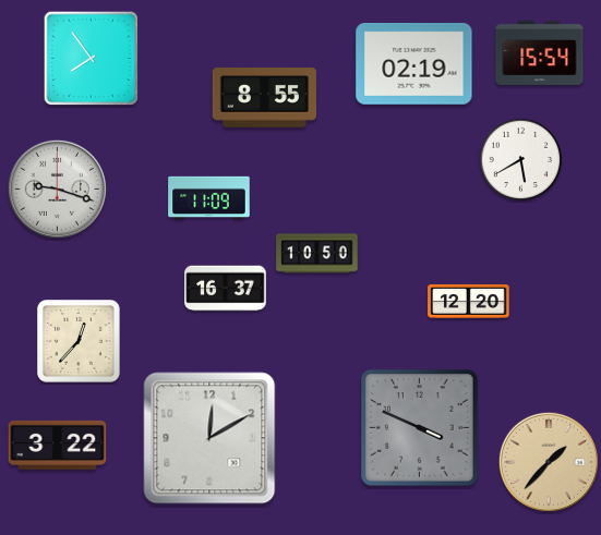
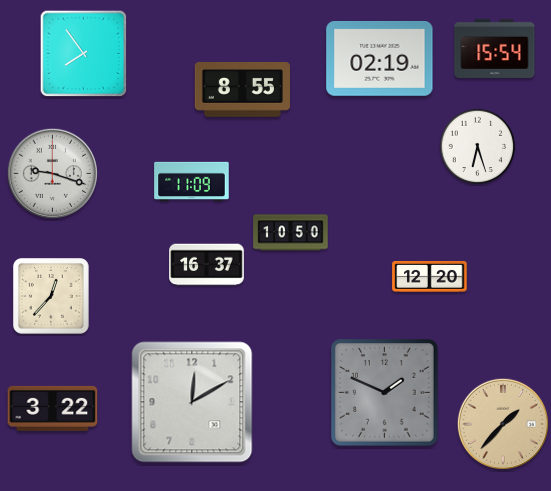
clock at (521, 160): 5:40 -> 6:27
clock at (80, 342) position: (80, 342) -> (52, 297)
clock at (420, 428): 3:49 -> 1:49
